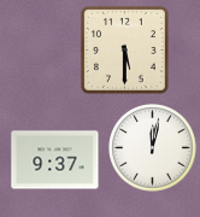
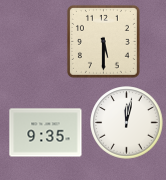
clock at (55, 160): 9:37 -> 9:35
